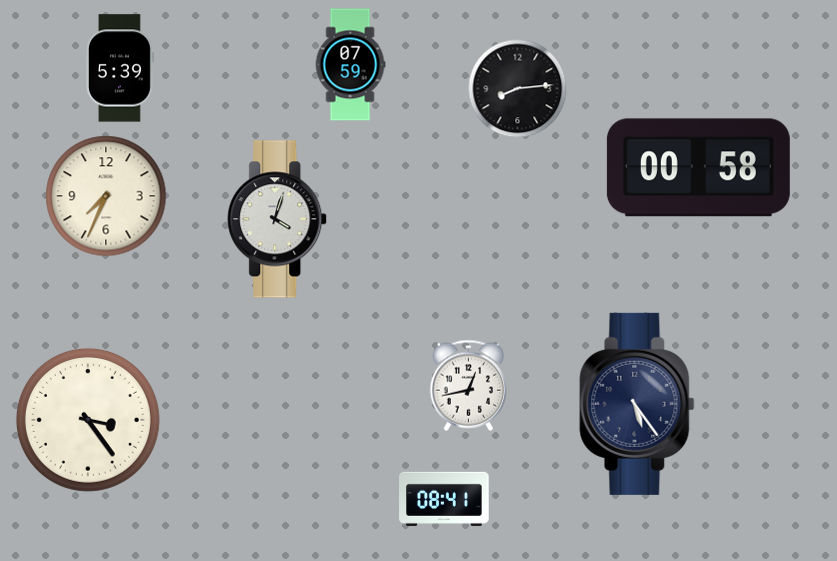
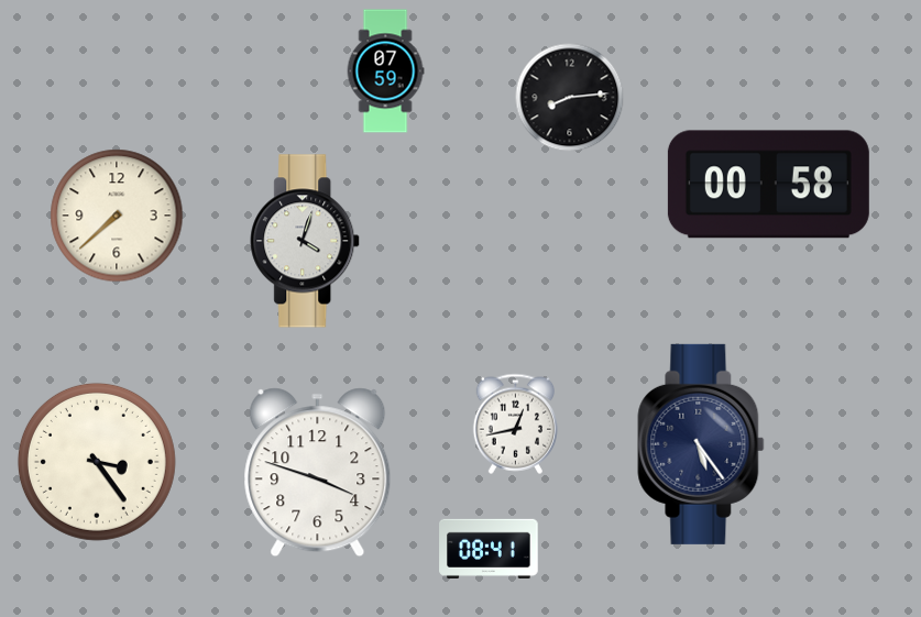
clock at (120, 68): 5:39 -> none
clock at (106, 196): 7:34 -> 7:38
clock at (318, 473): none -> 3:48
